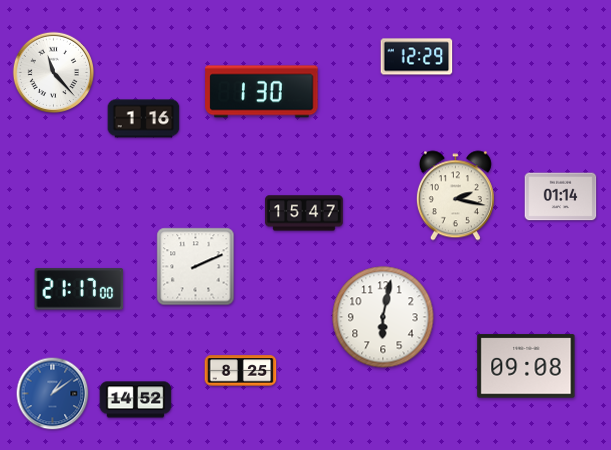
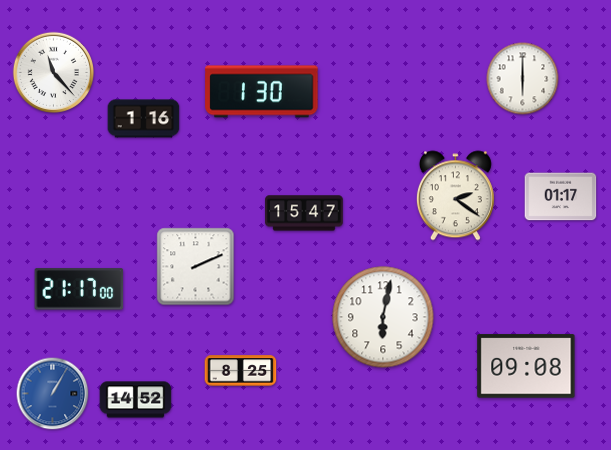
clock at (417, 57): 12:29 -> none
clock at (523, 79): none -> 6:00
clock at (455, 196): 2:17 -> 2:21
clock at (561, 197): 01:14 -> 01:17
clock at (53, 394): 1:09 -> 1:05
